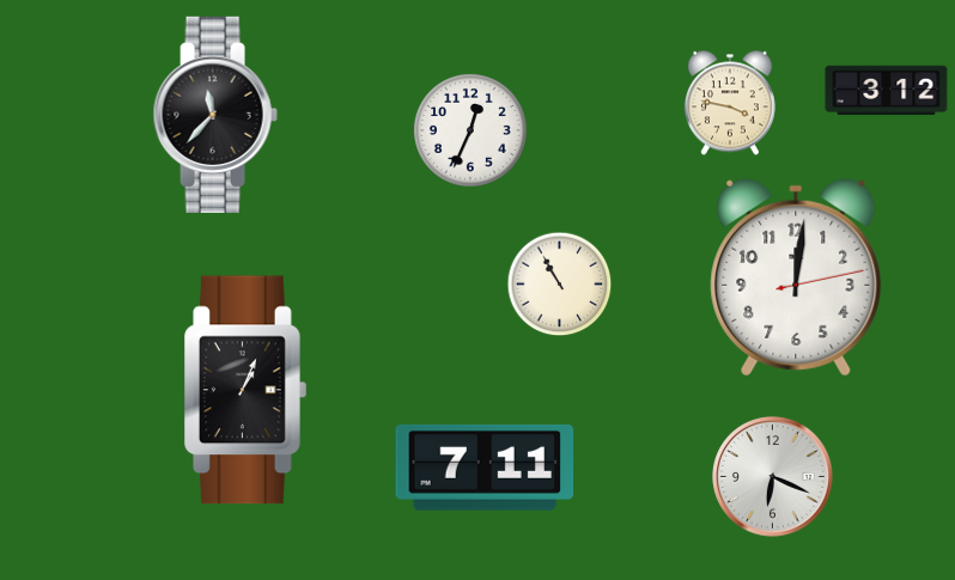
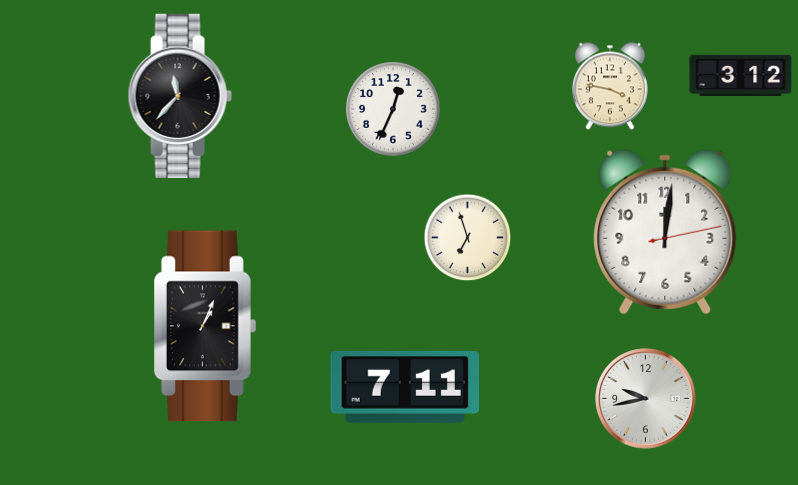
clock at (560, 285): 10:55 -> 6:57
clock at (485, 468) position: (485, 468) -> (405, 387)
clock at (773, 477): 6:19 -> 9:43
